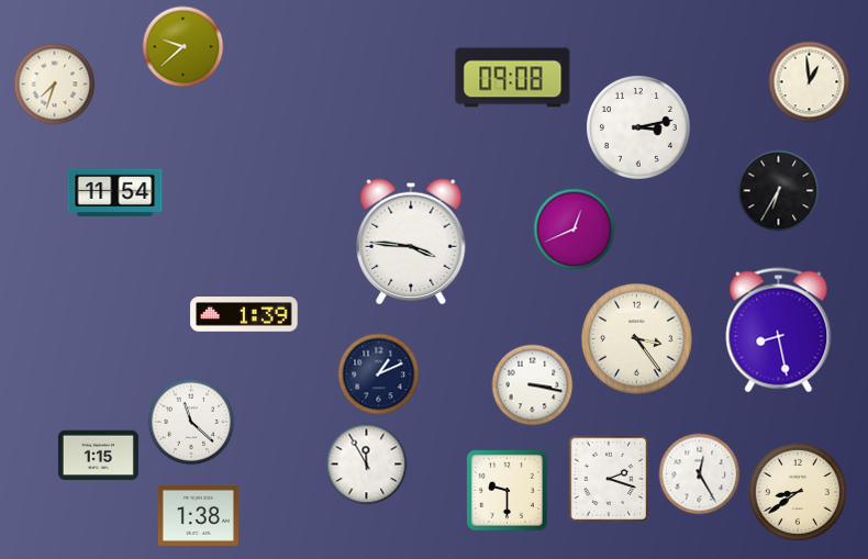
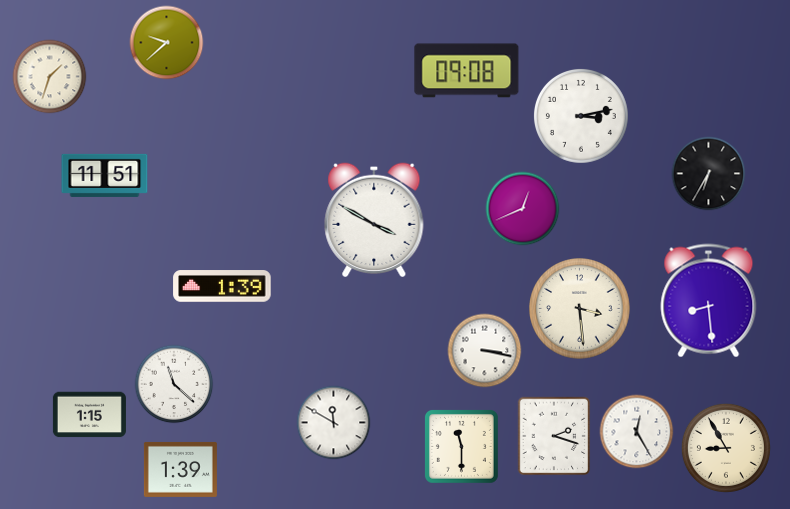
clock at (810, 82): 12:59 -> none
clock at (55, 85): 7:33 -> 1:33
clock at (115, 192): 11:54 -> 11:51
clock at (411, 241): 3:46 -> 3:50
clock at (779, 331): 8:28 -> 8:29
clock at (637, 339): 3:24 -> 3:29
clock at (379, 374): 1:11 -> none
clock at (367, 465): 11:55 -> 11:50
clock at (507, 490): 9:30 -> 11:30
clock at (798, 492): 8:39 -> 8:55
clock at (198, 515): 1:38 -> 1:39
